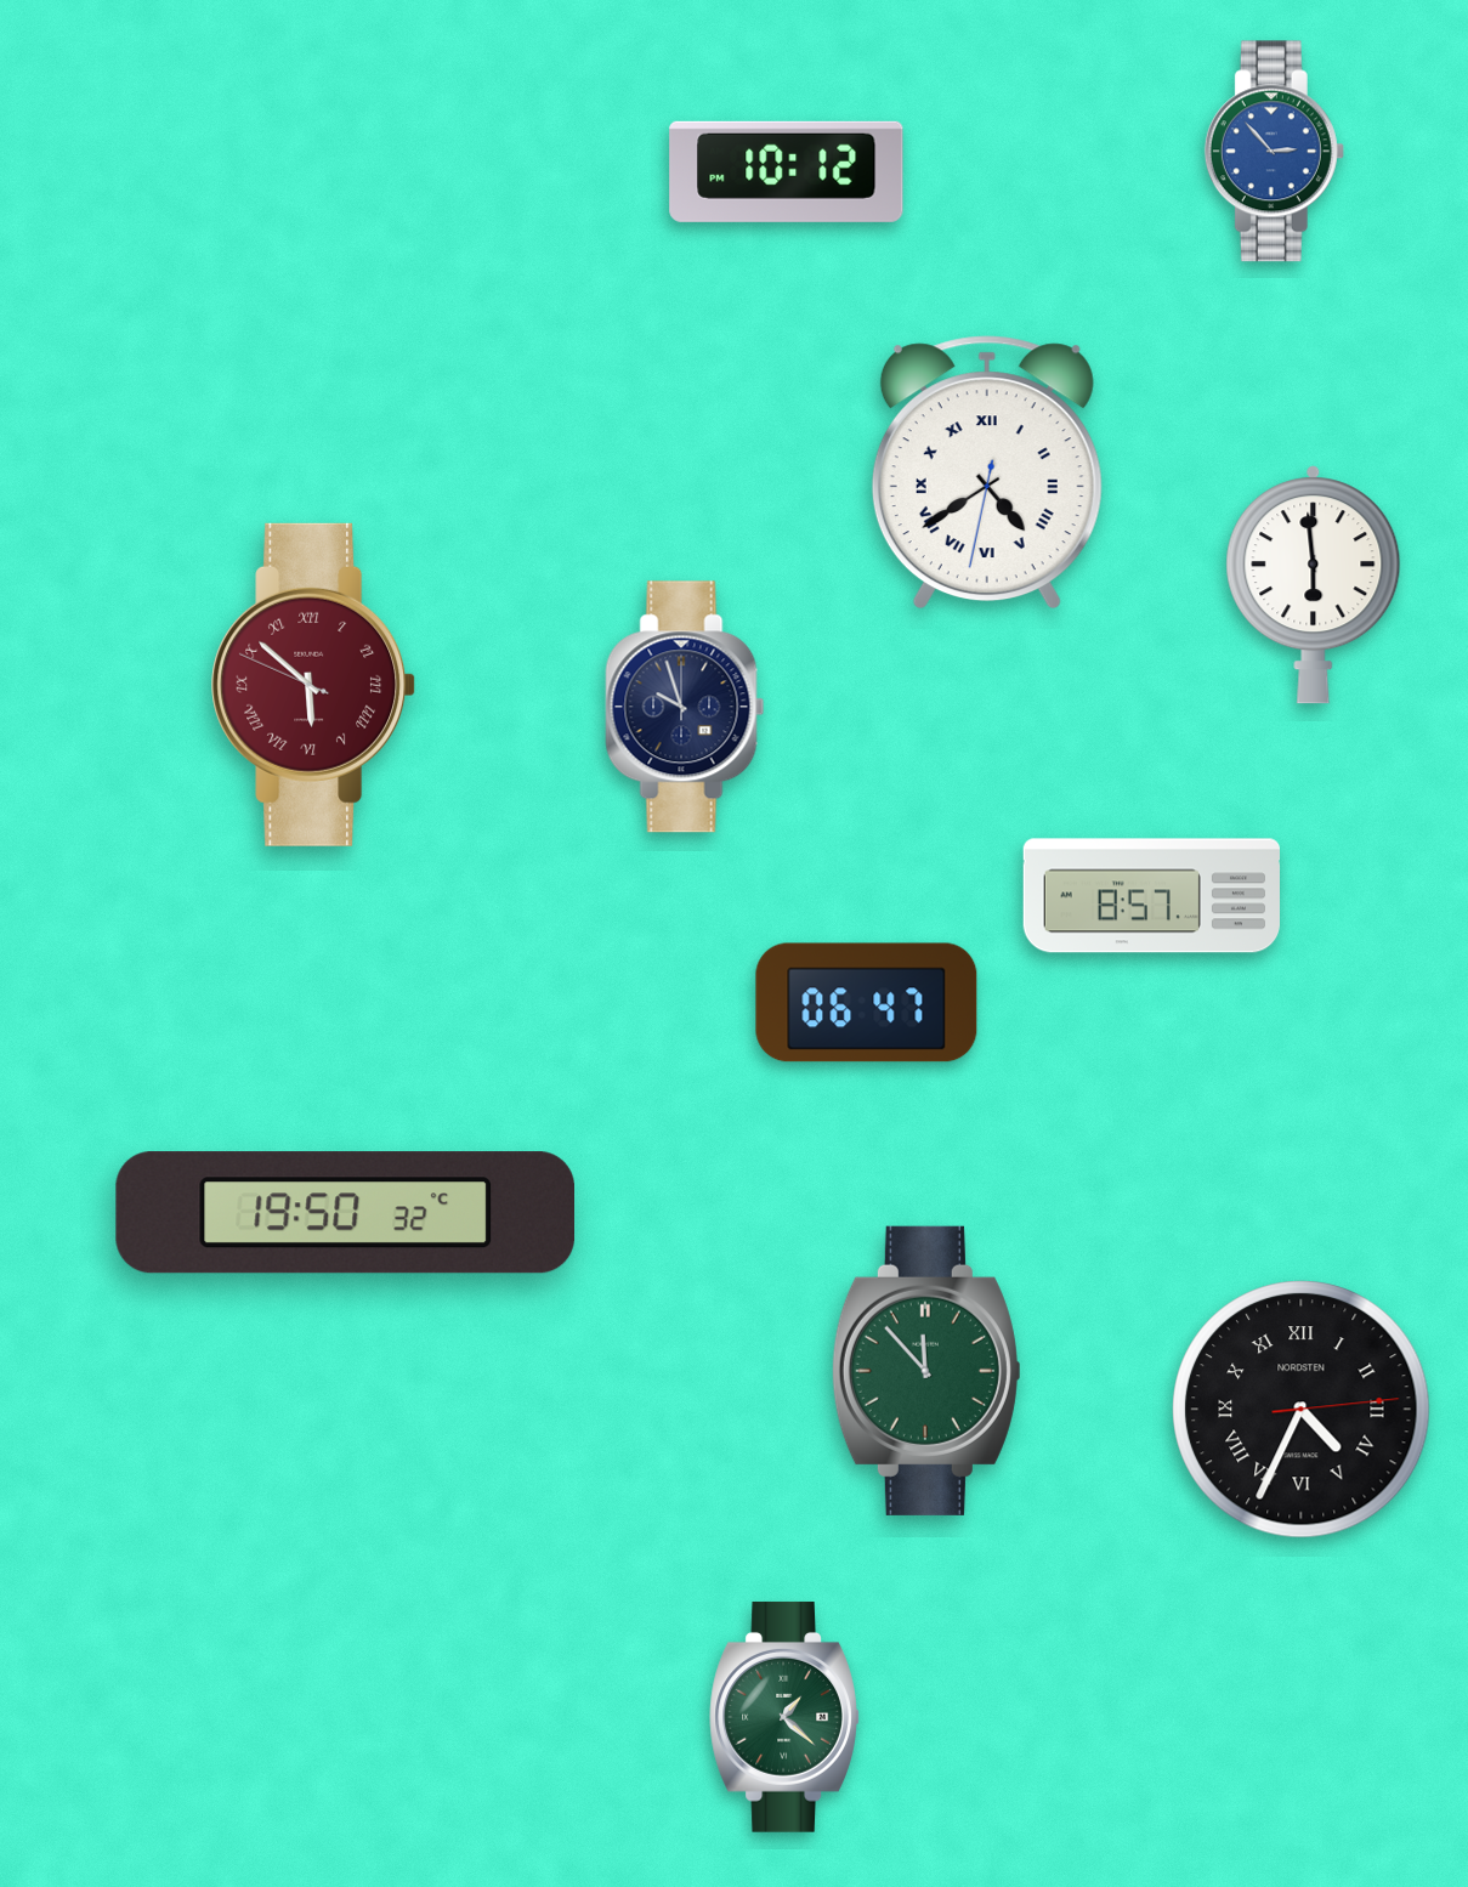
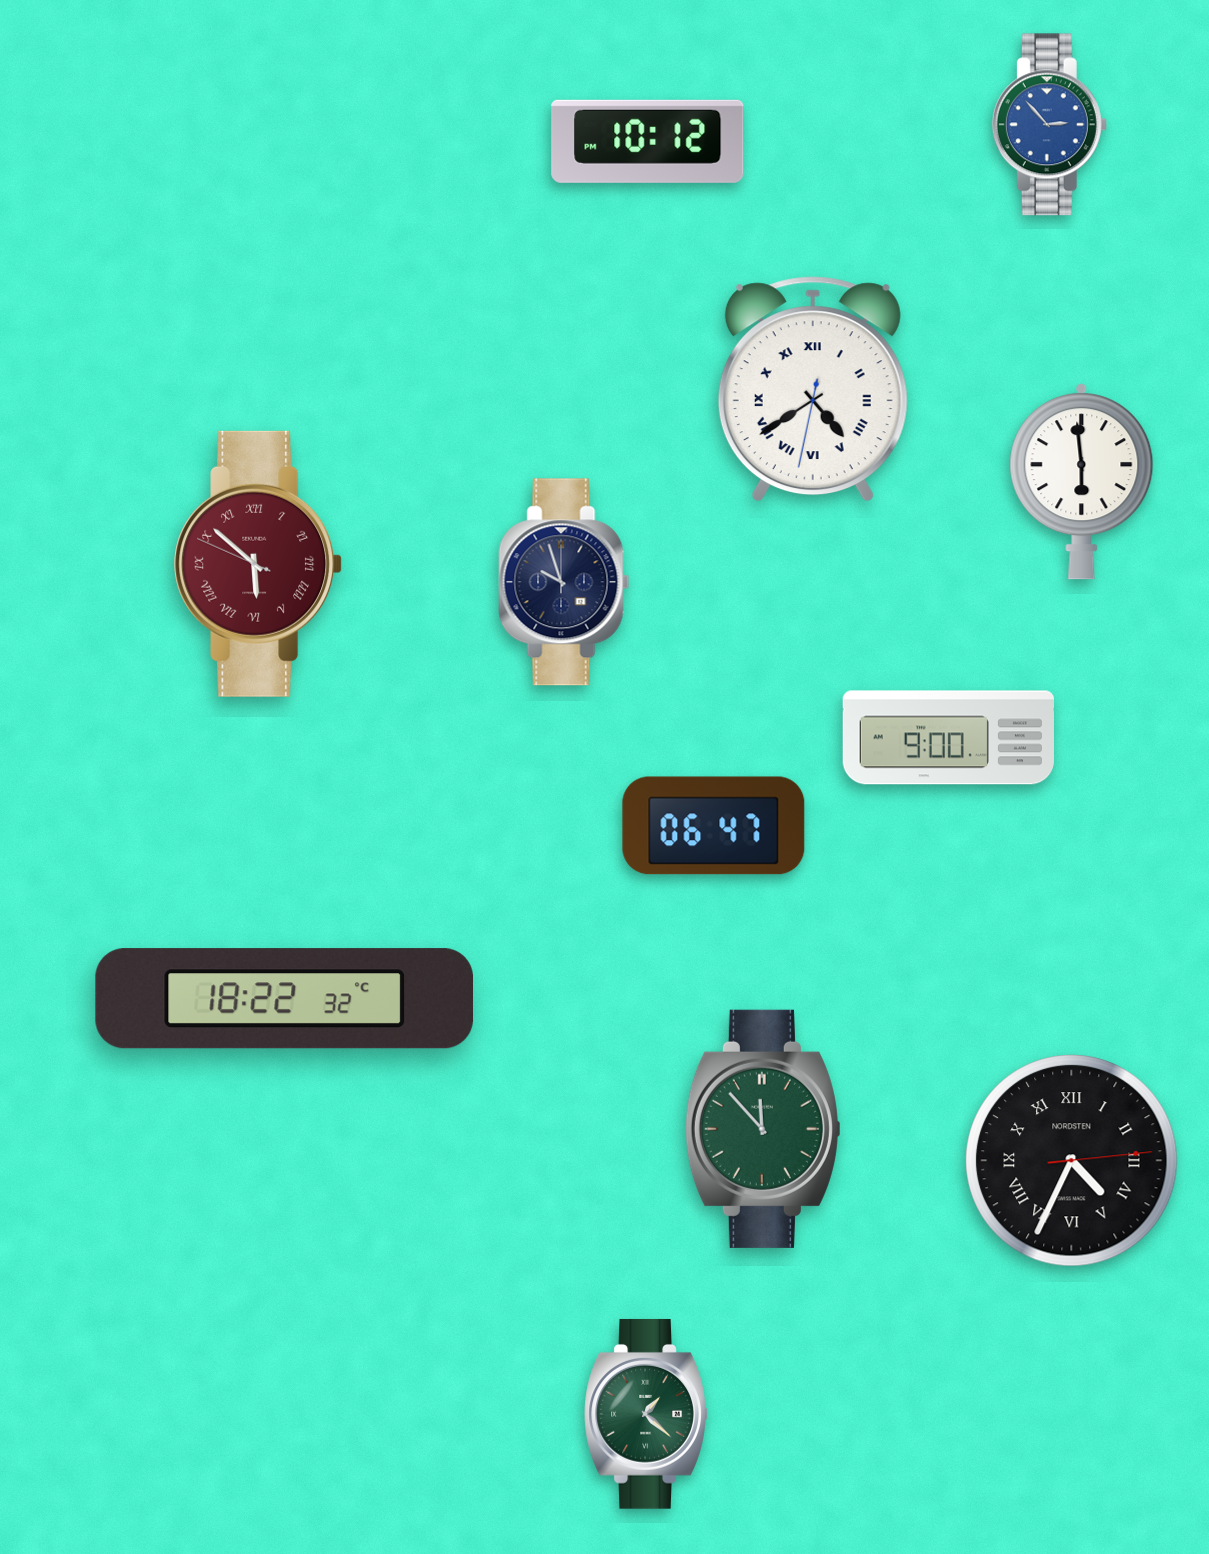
clock at (1151, 896): 8:57 -> 9:00
clock at (345, 1213): 19:50 -> 18:22
